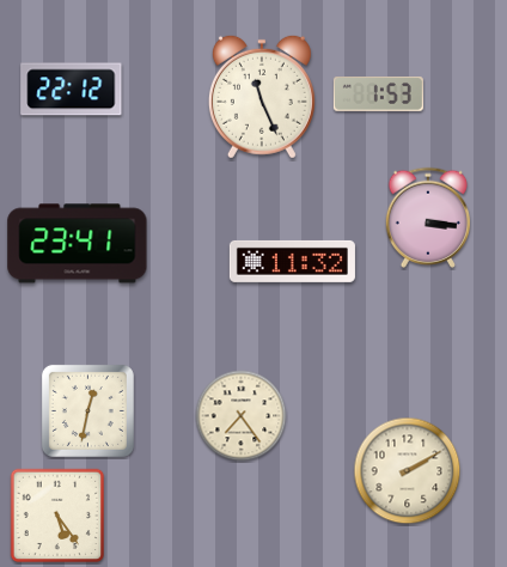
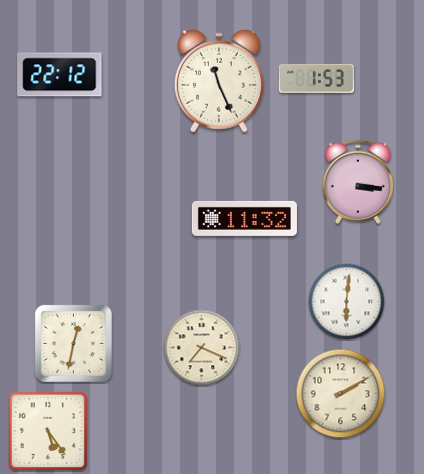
clock at (78, 244): 23:41 -> none
clock at (347, 302): none -> 6:01
clock at (242, 416): 7:24 -> 7:19
